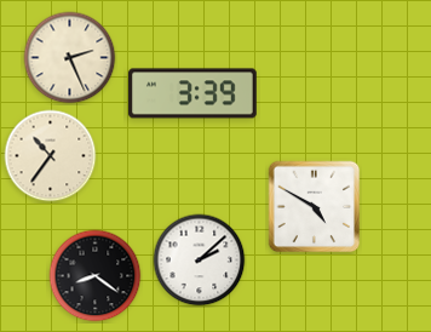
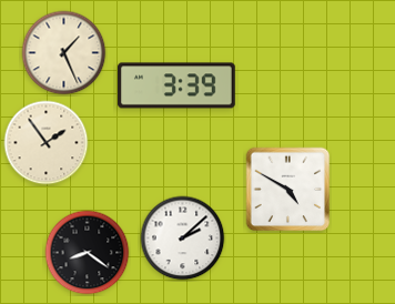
clock at (70, 58): 2:26 -> 1:26
clock at (51, 156): 10:36 -> 1:54
